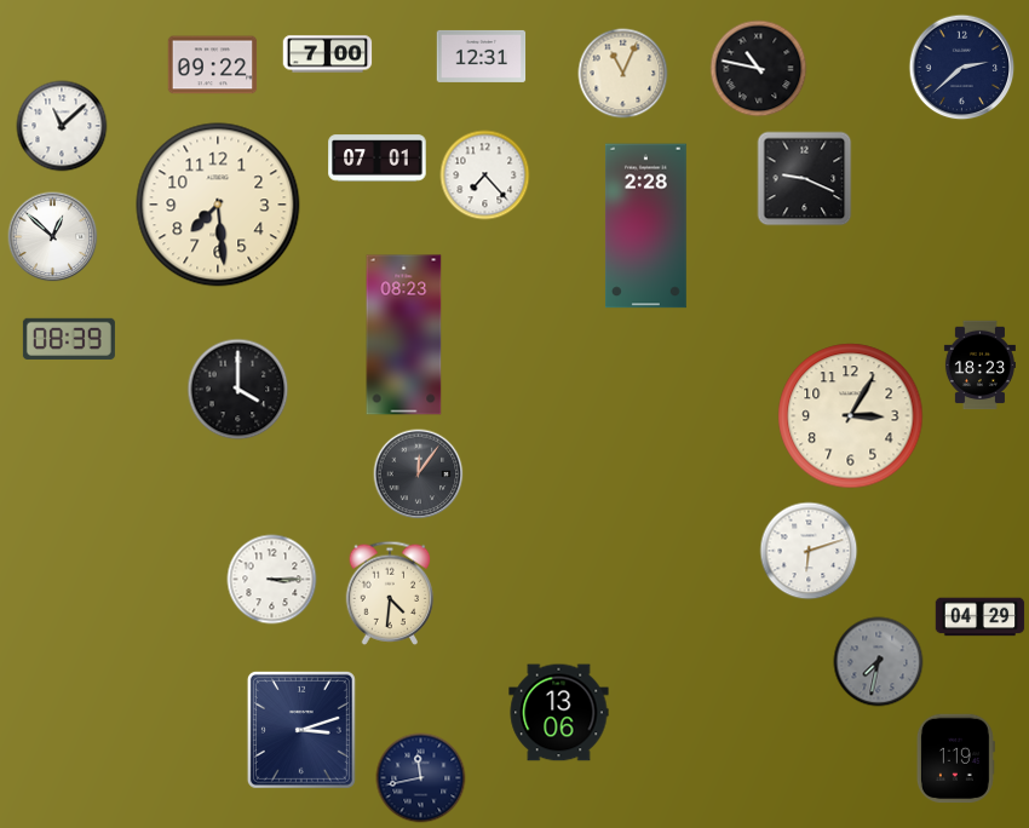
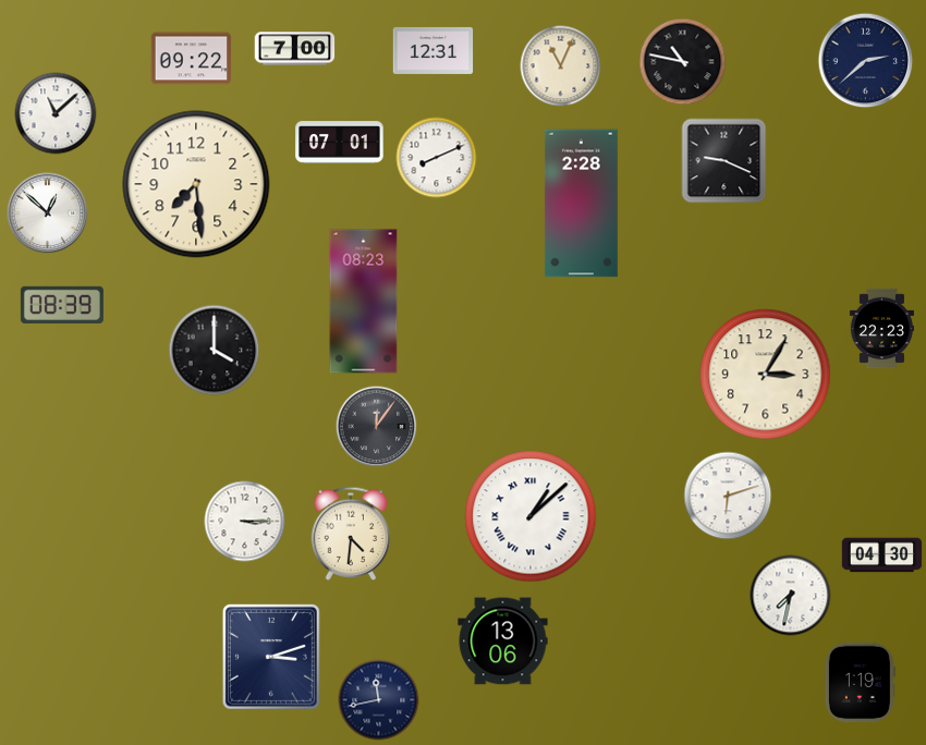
clock at (485, 176): 7:23 -> 8:11
clock at (979, 366): 18:23 -> 22:23
clock at (531, 516): none -> 1:08
clock at (981, 617): 04:29 -> 04:30
clock at (879, 662) dial: grey -> white
